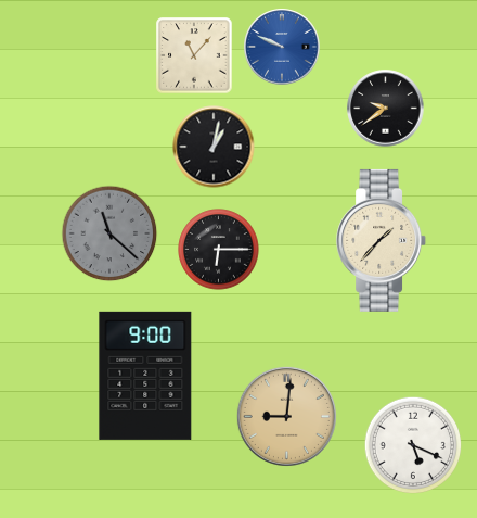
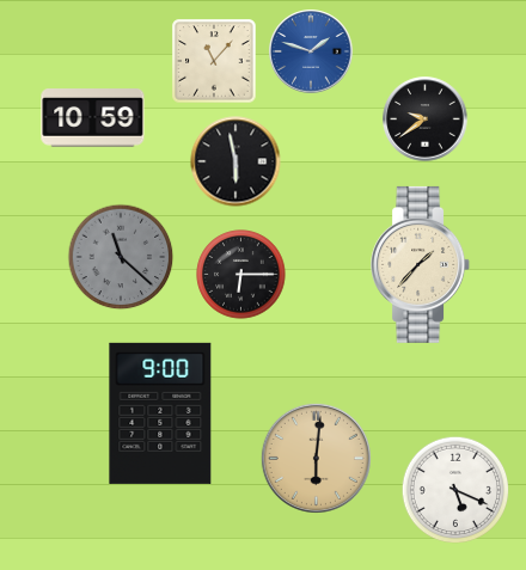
clock at (282, 47): 9:49 -> 1:48
clock at (93, 118): none -> 10:59
clock at (214, 147): 1:02 -> 5:58
clock at (286, 416): 9:01 -> 6:01
